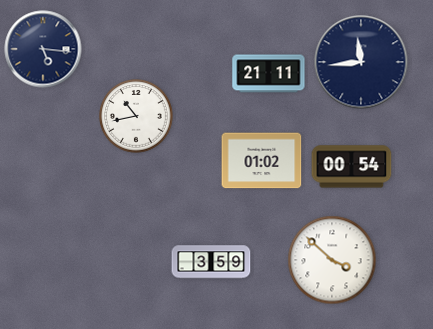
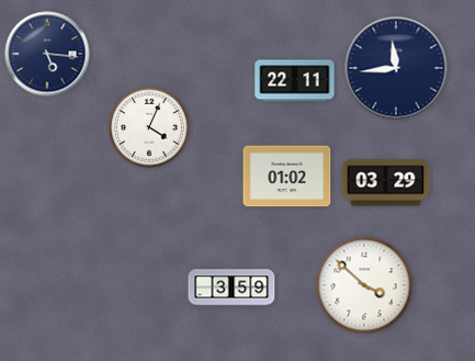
clock at (269, 74): 21:11 -> 22:11
clock at (137, 117): 10:43 -> 4:04
clock at (352, 167): 00:54 -> 03:29
